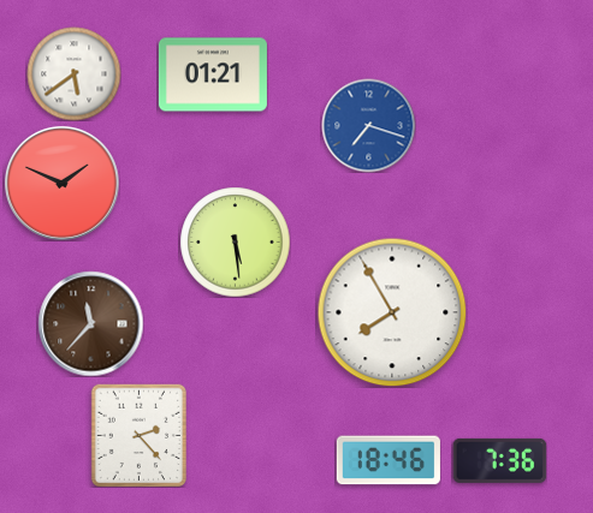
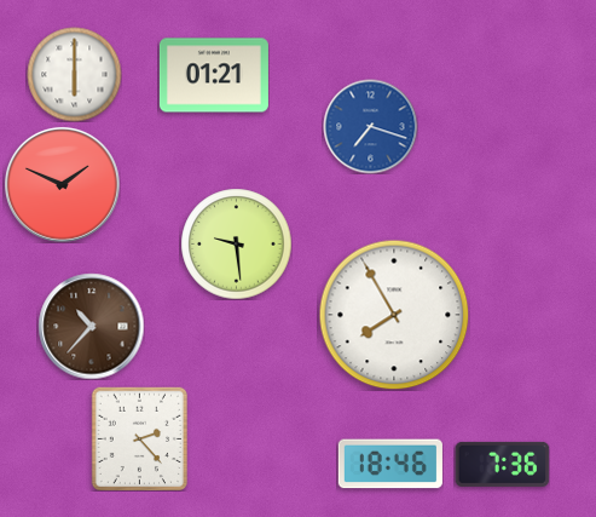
clock at (73, 73): 5:39 -> 6:00
clock at (235, 241): 5:29 -> 9:29
clock at (90, 323): 11:37 -> 10:37
